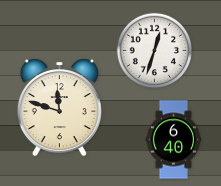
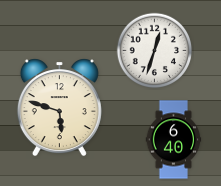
clock at (59, 107): 11:48 -> 5:48
